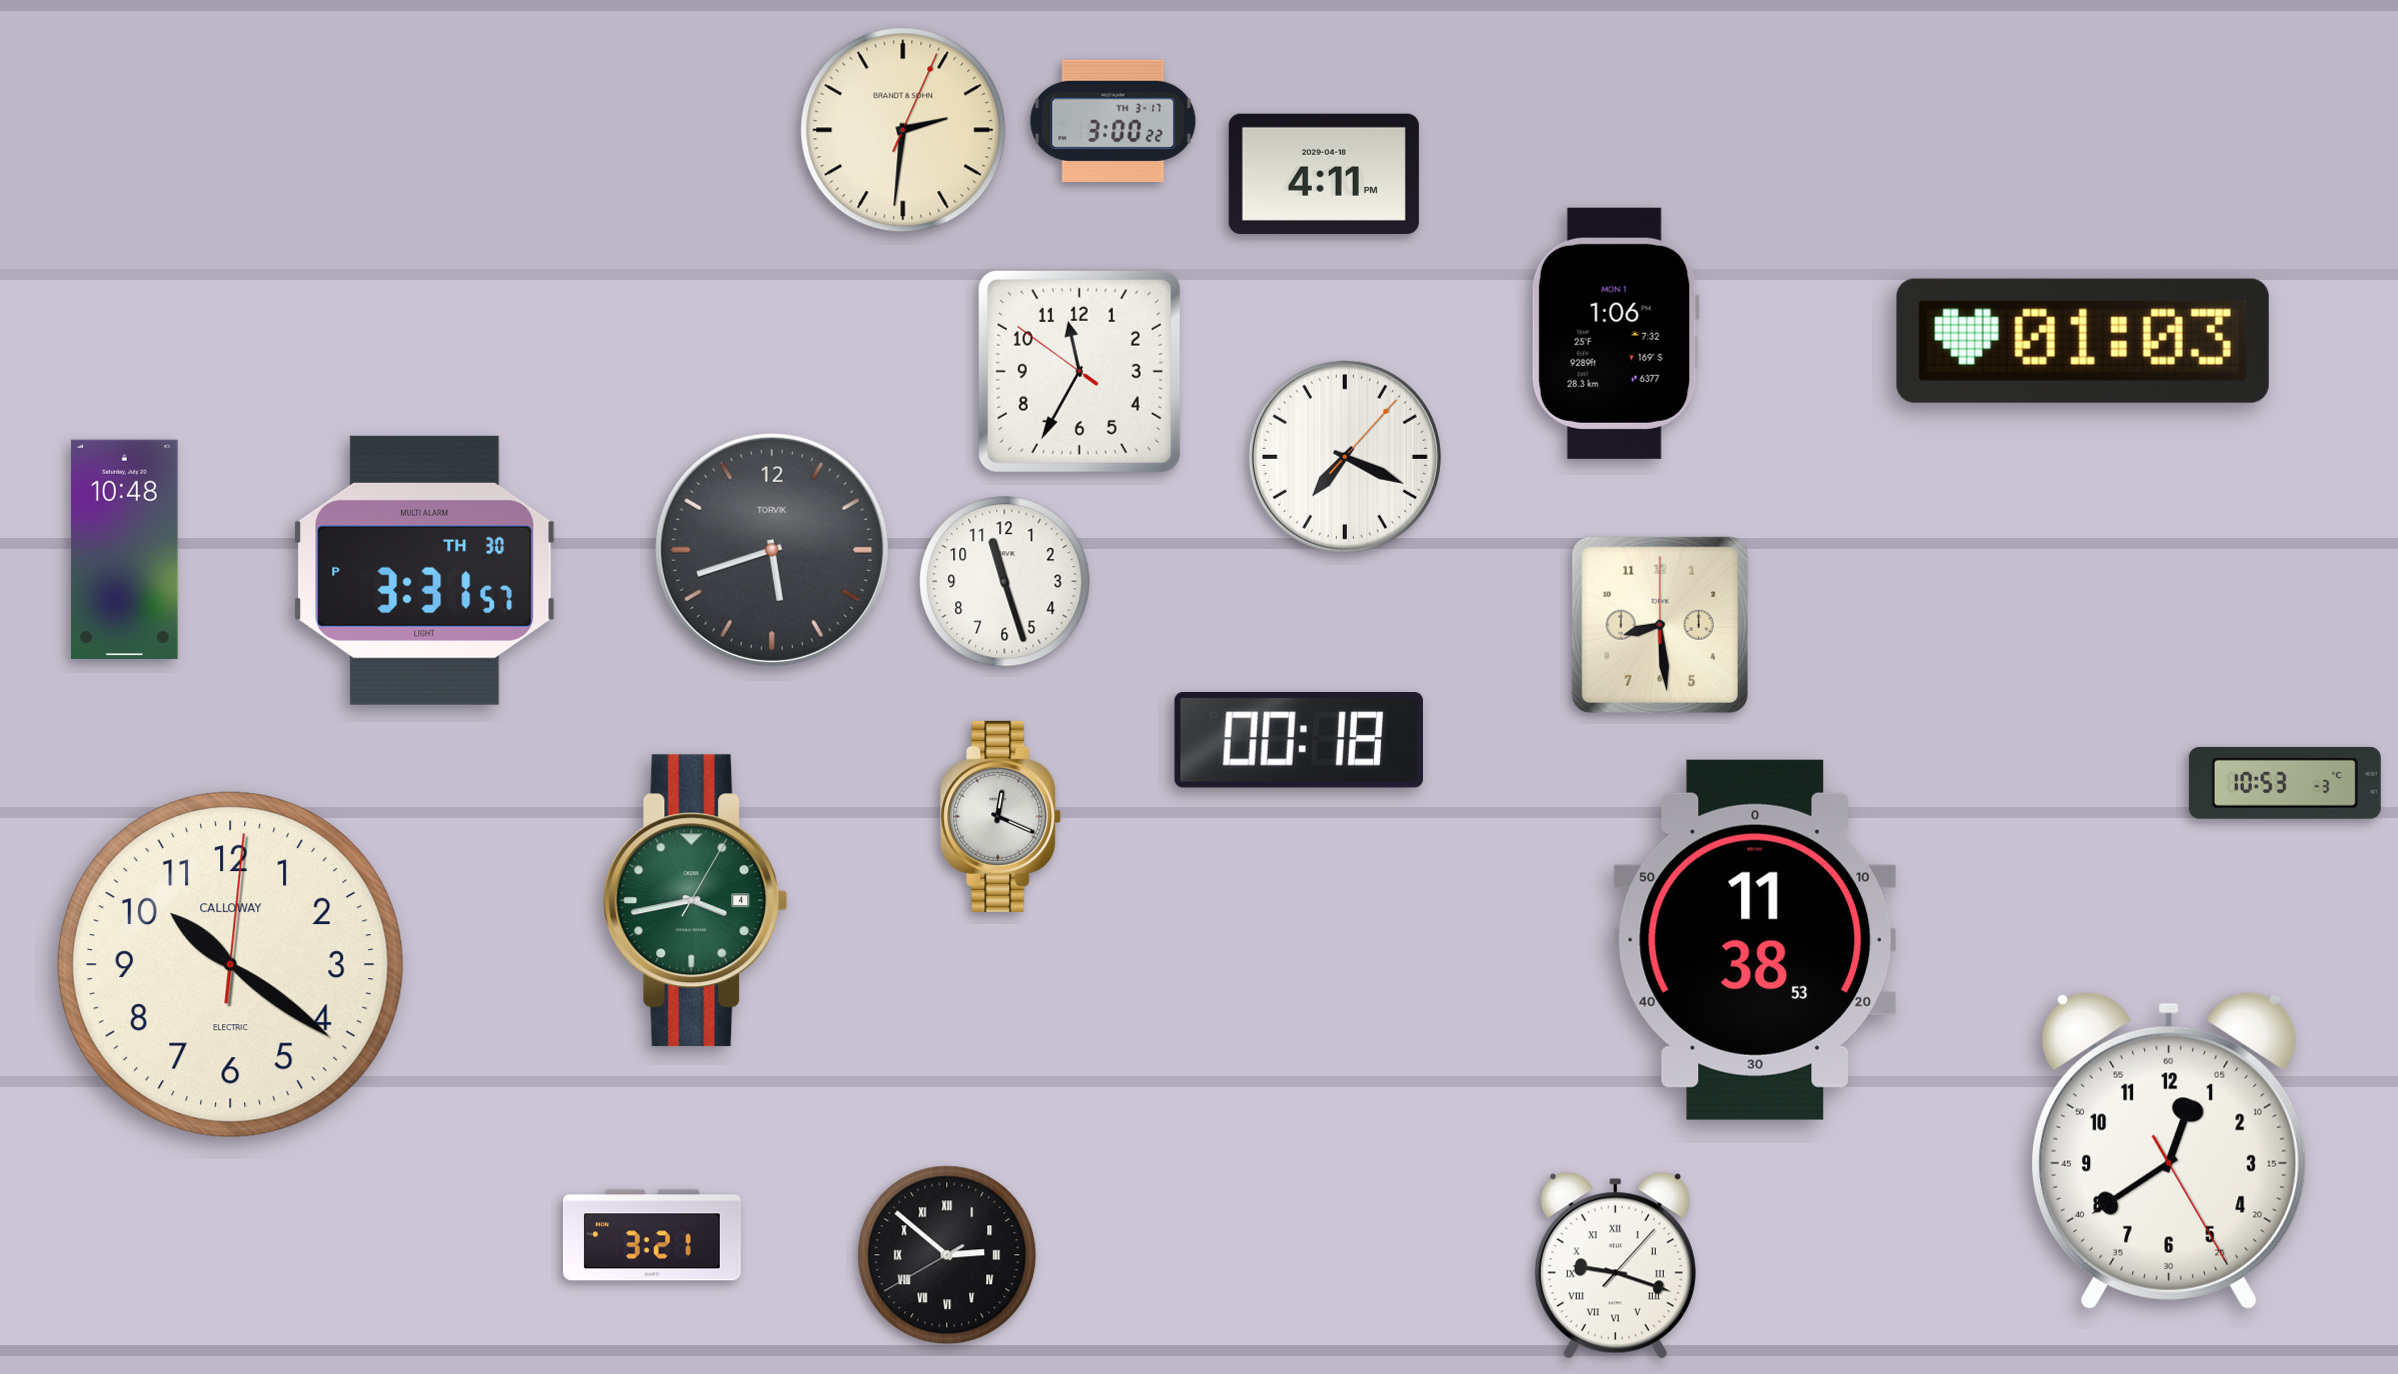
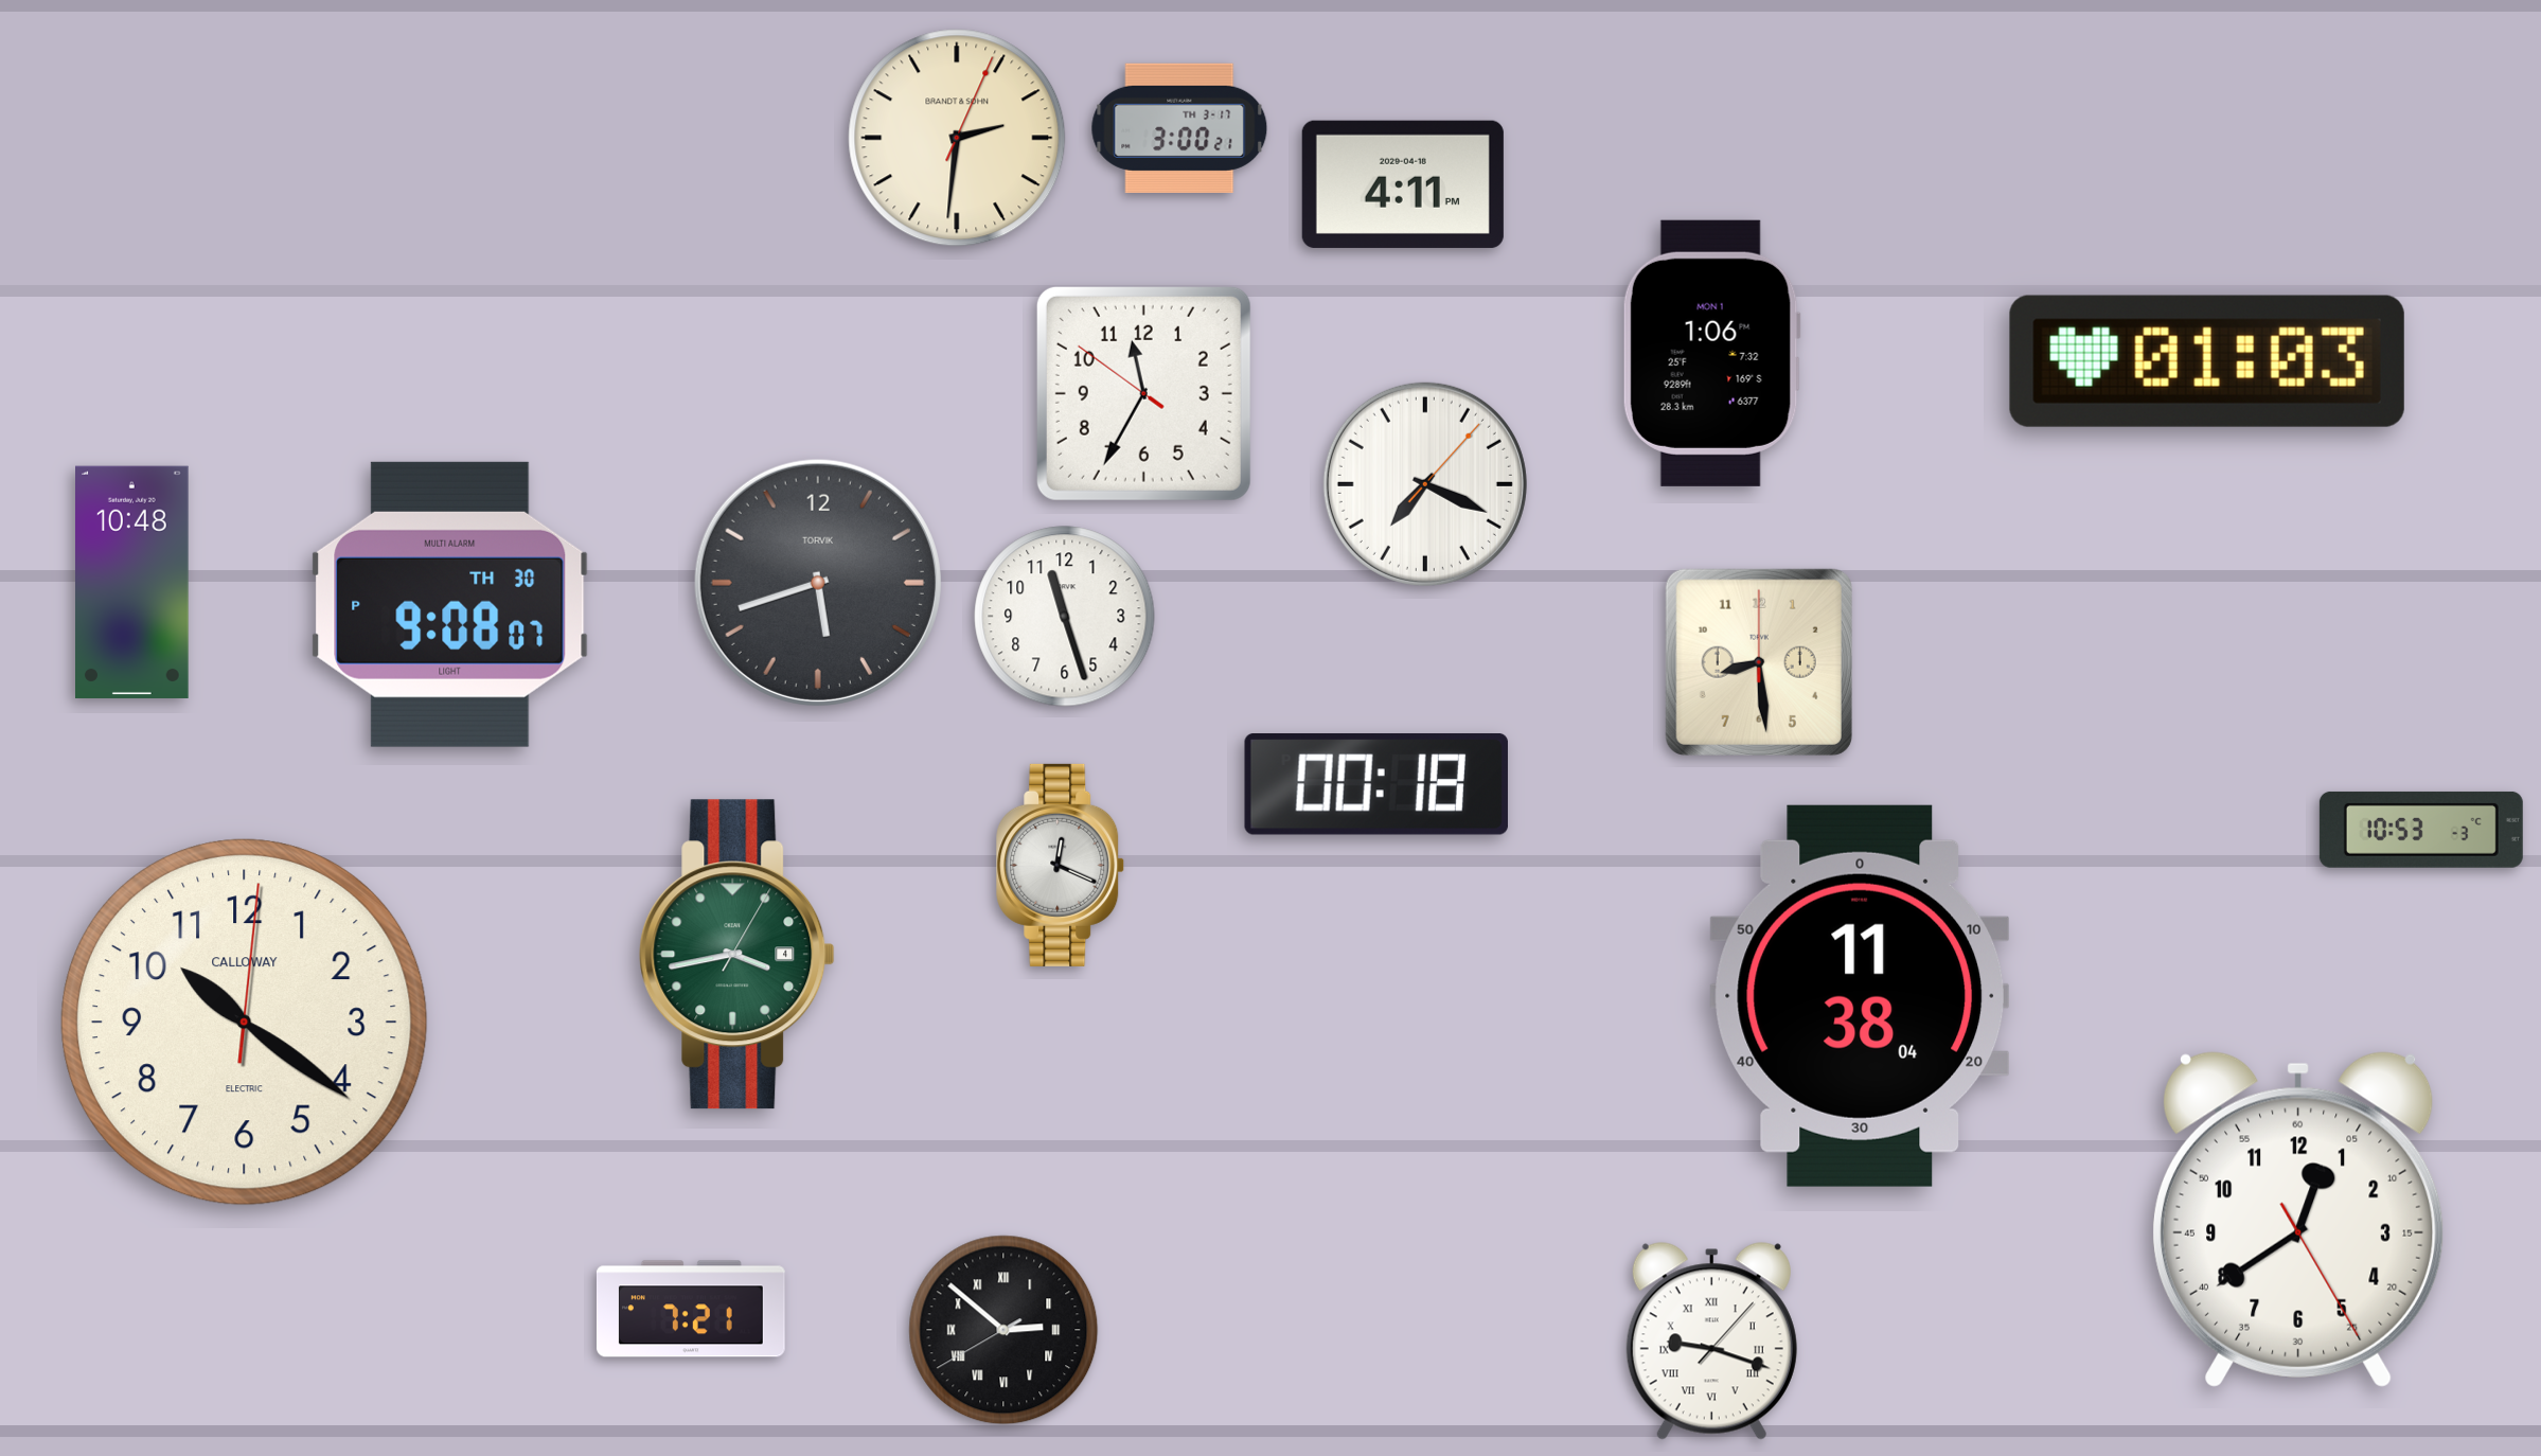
clock at (1113, 121): 3:00:22 -> 3:00:21
clock at (425, 570): 3:31 -> 9:08
clock at (1755, 940): 11:38:53 -> 11:38:04
clock at (652, 1235): 3:21 -> 7:21
